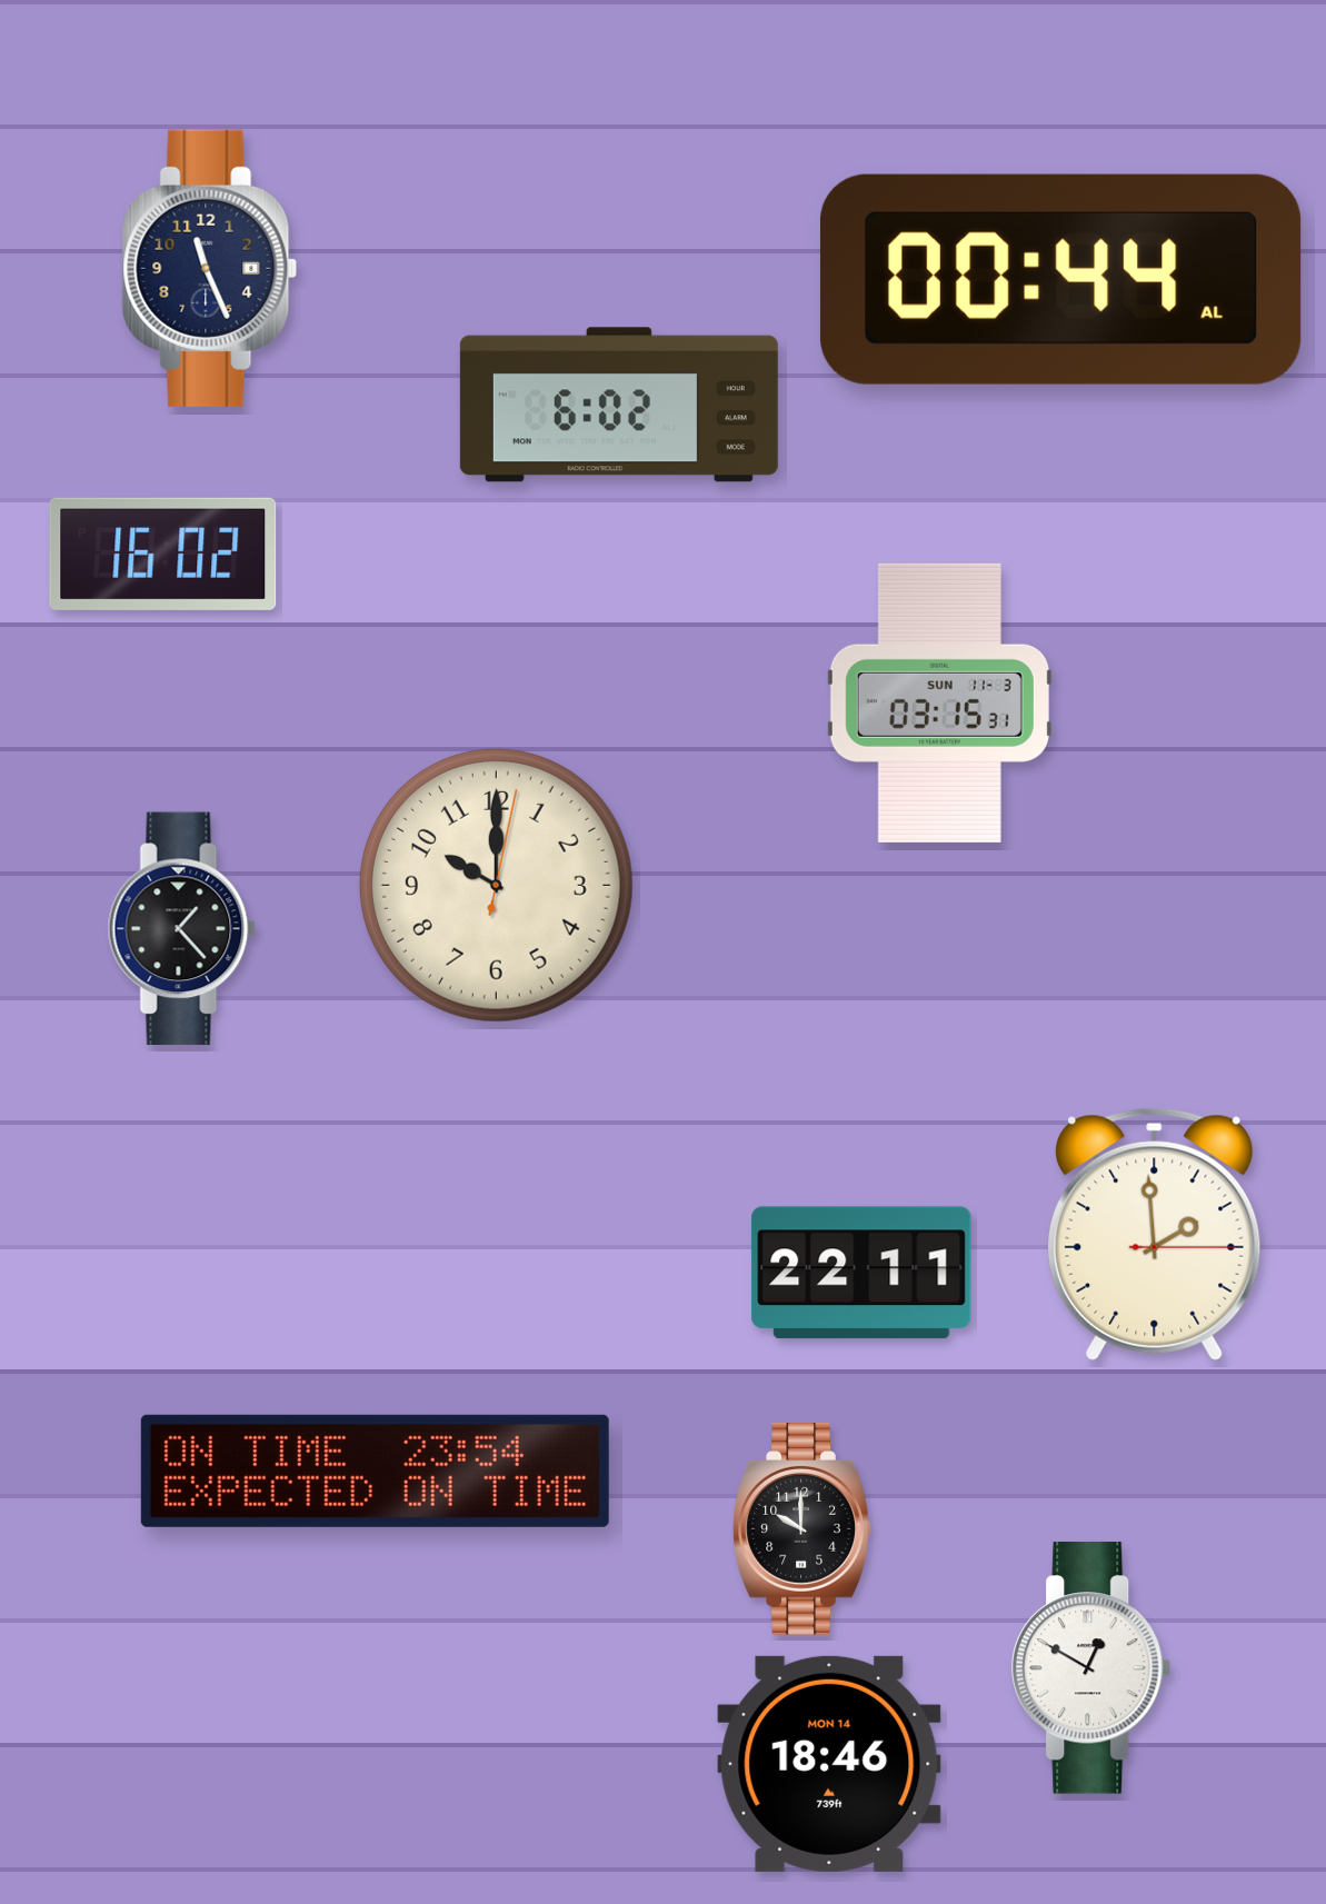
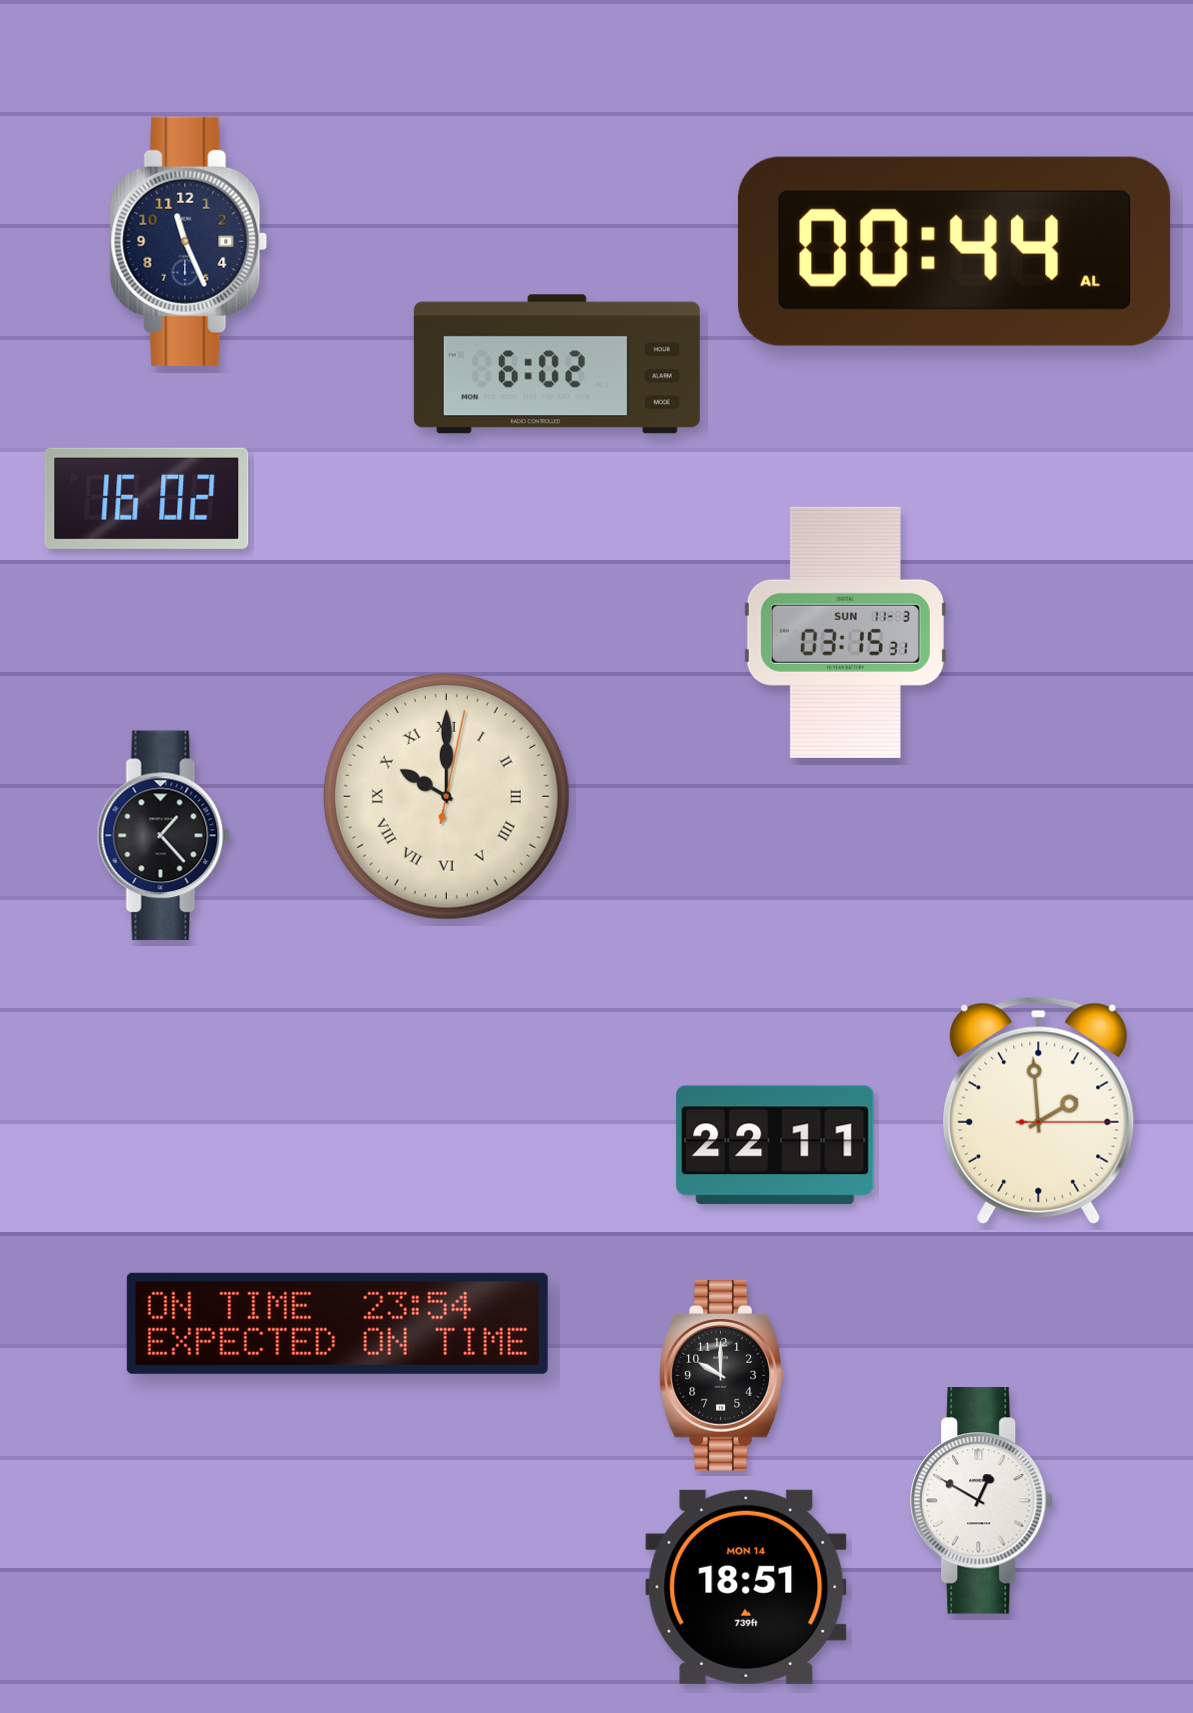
clock at (496, 885) numerals: Arabic -> Roman
clock at (829, 1764): 18:46 -> 18:51
